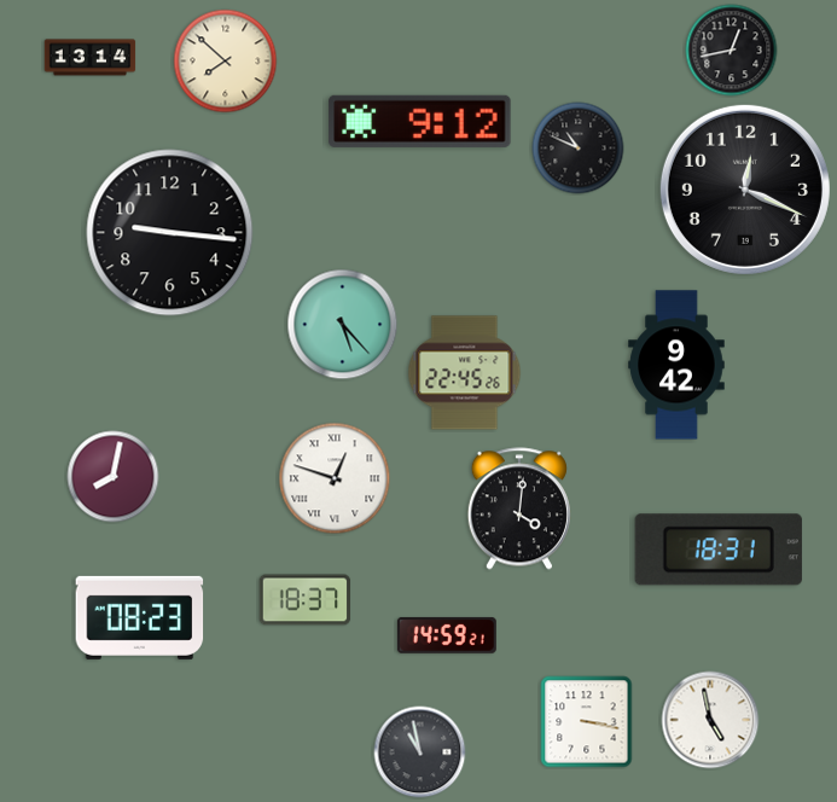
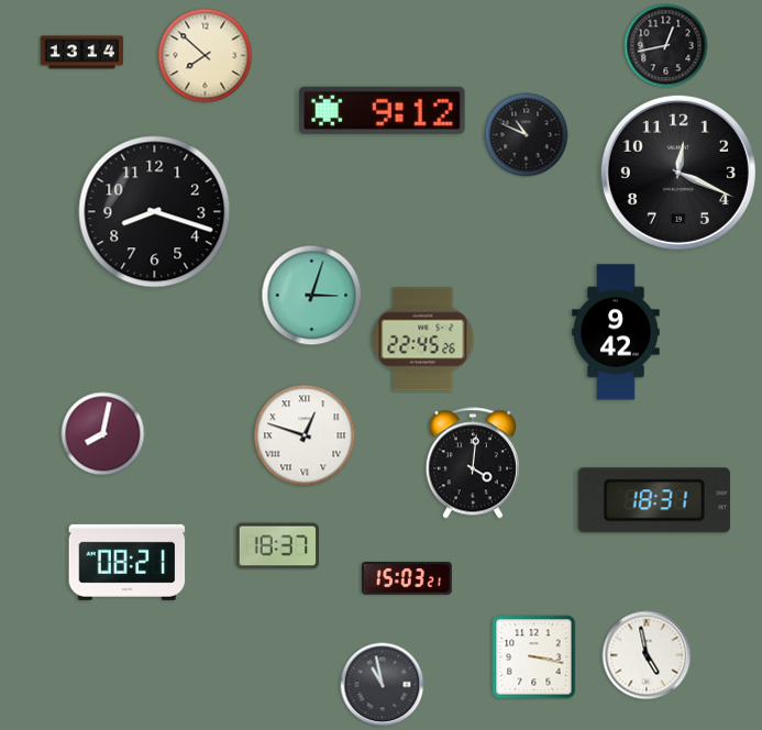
clock at (170, 233): 9:16 -> 8:18
clock at (343, 325): 5:23 -> 3:03
clock at (140, 617): 08:23 -> 08:21
clock at (447, 635): 14:59 -> 15:03
